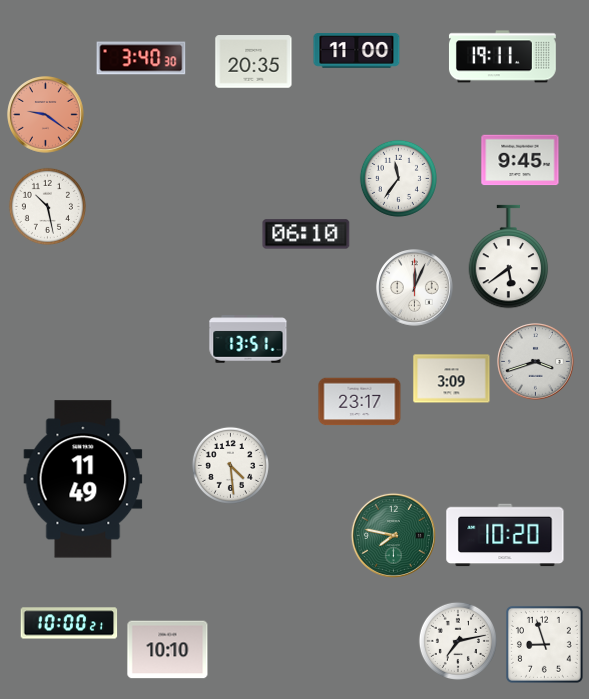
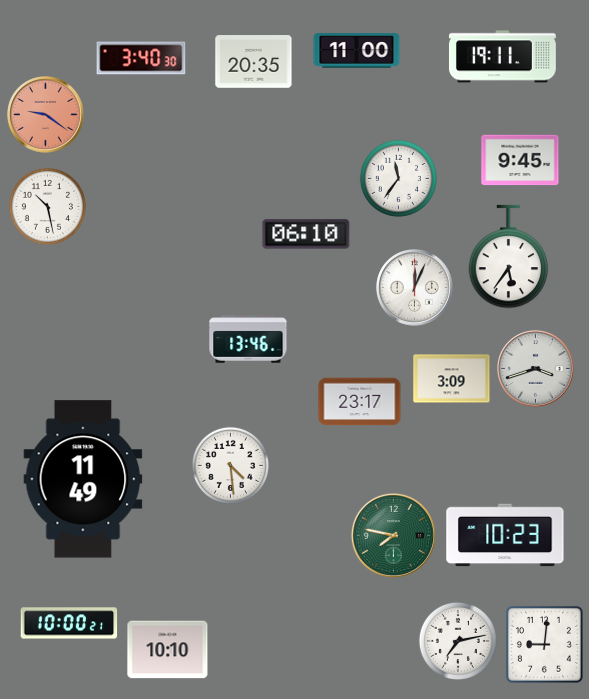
clock at (509, 257): 5:39 -> 5:36
clock at (248, 339): 13:51 -> 13:46
clock at (536, 362) position: (536, 362) -> (536, 369)
clock at (505, 535): 10:20 -> 10:23
clock at (544, 644): 8:57 -> 9:01
